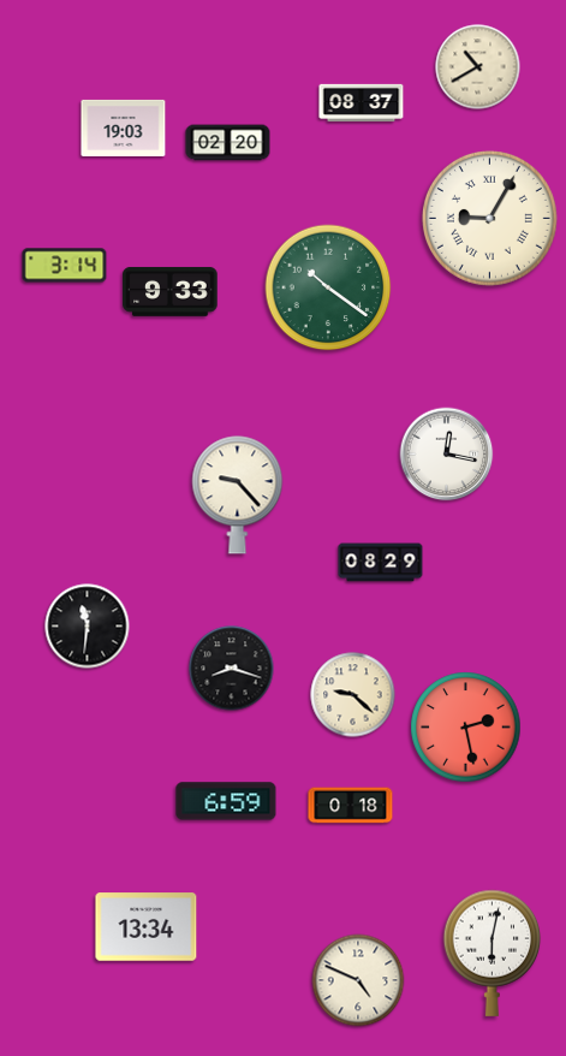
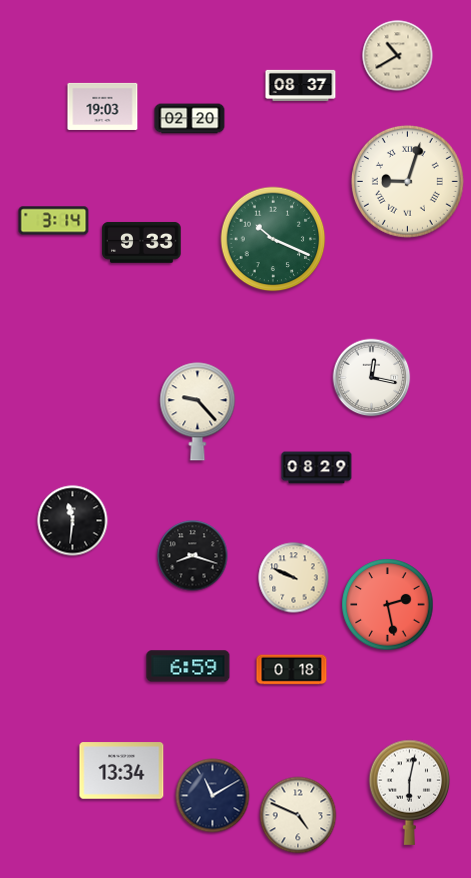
clock at (489, 218): 9:05 -> 9:03
clock at (328, 287): 10:21 -> 10:19
clock at (353, 695): 9:22 -> 9:49
clock at (213, 796): none -> 11:10
